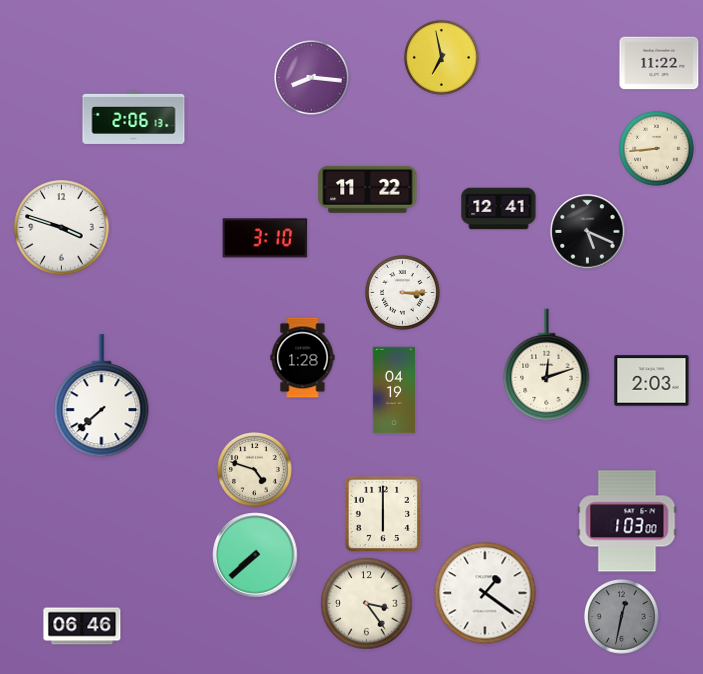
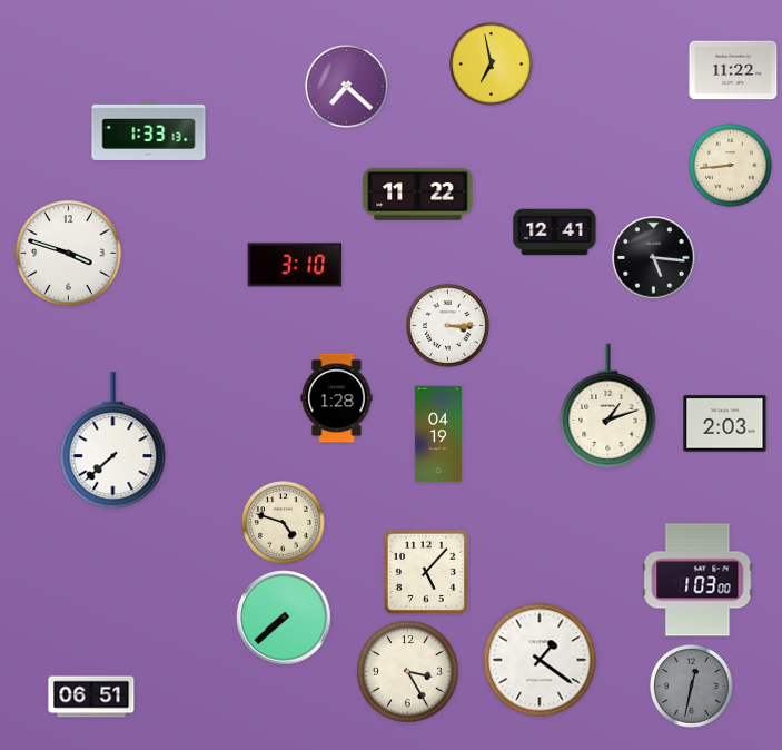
clock at (312, 78): 8:16 -> 7:22
clock at (134, 117): 2:06 -> 1:33
clock at (368, 189) position: (368, 189) -> (418, 194)
clock at (588, 232): 5:19 -> 5:16
clock at (547, 365): 12:12 -> 1:12
clock at (383, 514): 6:00 -> 5:07
clock at (367, 604): 3:24 -> 3:25
clock at (82, 626): 06:46 -> 06:51
